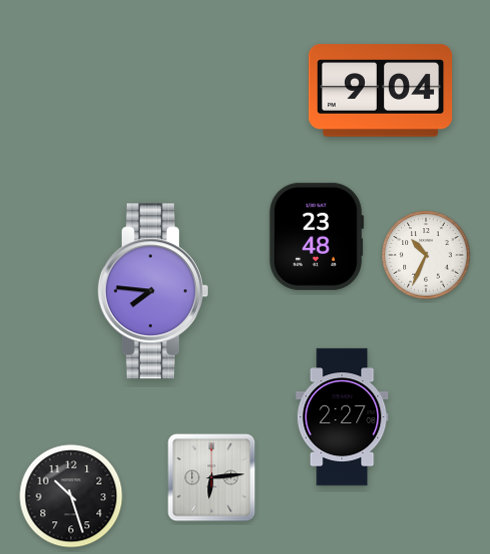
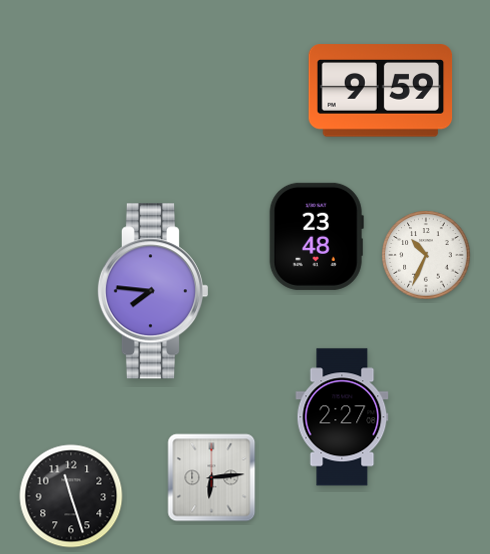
clock at (381, 91): 9:04 -> 9:59
clock at (71, 496): 10:27 -> 11:27
